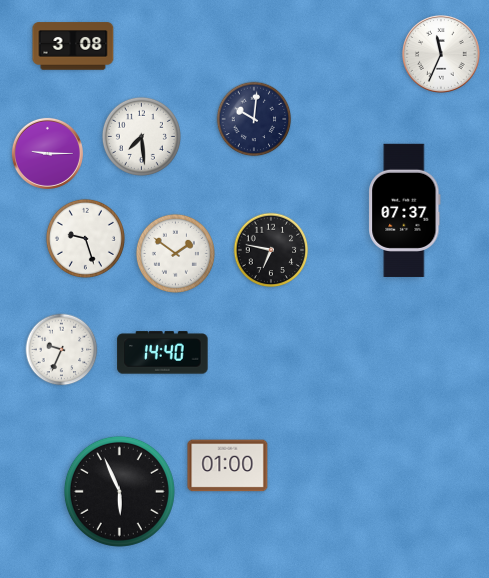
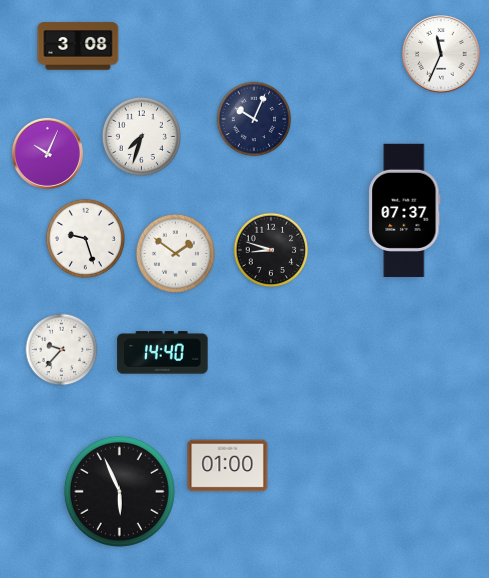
clock at (73, 46) position: (73, 46) -> (78, 46)
clock at (254, 119): 10:01 -> 10:04
clock at (141, 136): 7:29 -> 7:33
clock at (47, 153): 9:15 -> 10:04
clock at (271, 250): 6:47 -> 8:48
clock at (62, 350): 9:34 -> 9:37
